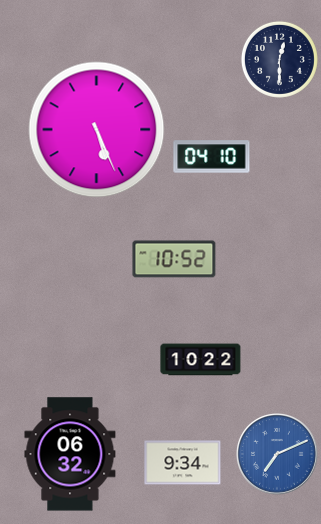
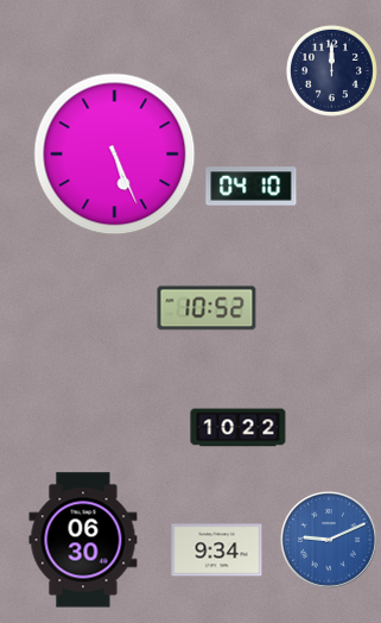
clock at (279, 59): 12:30 -> 12:00
clock at (70, 454): 06:32 -> 06:30
clock at (278, 455): 7:11 -> 9:11
